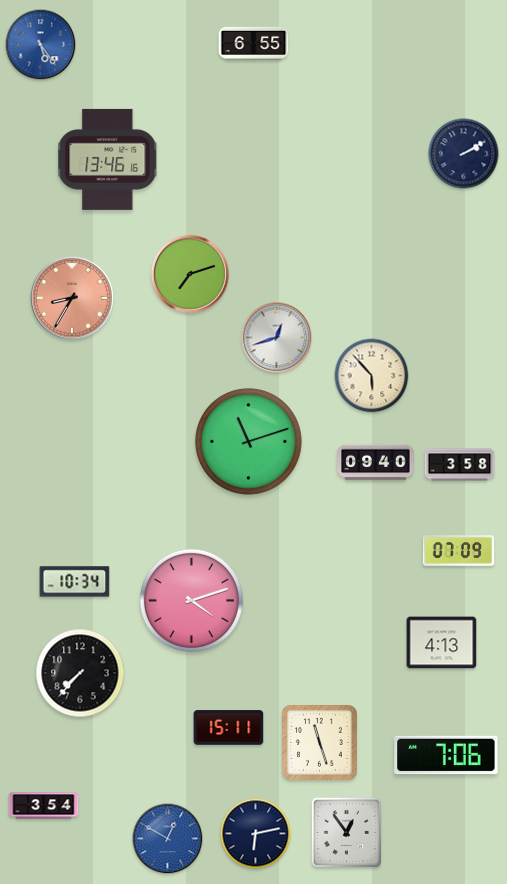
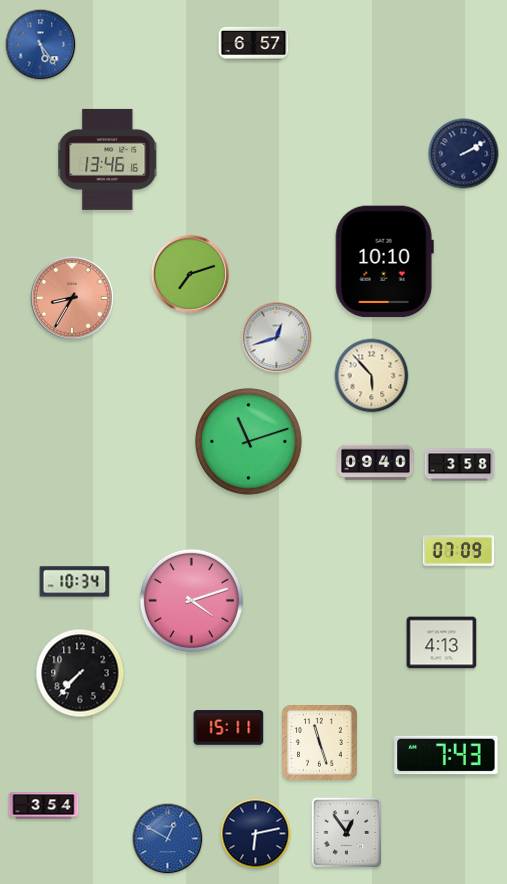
clock at (254, 43): 6:55 -> 6:57
clock at (384, 262): none -> 10:10
clock at (446, 755): 7:06 -> 7:43
